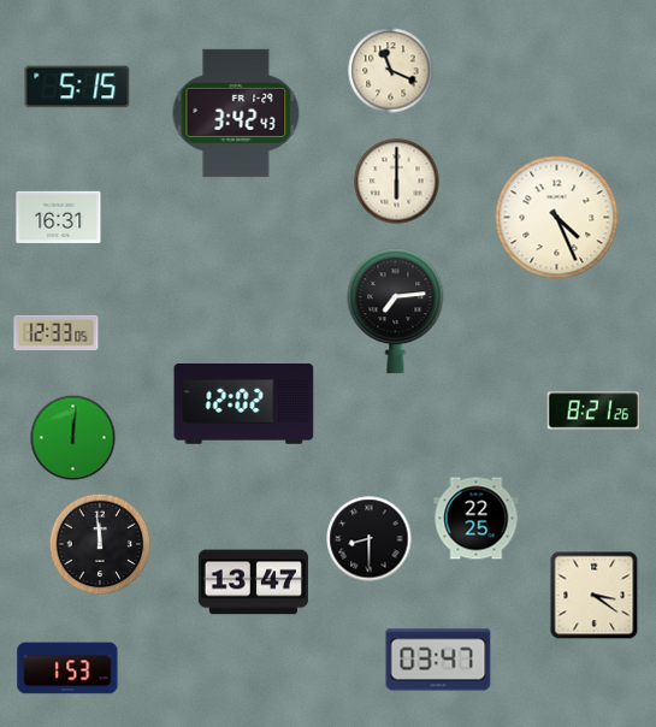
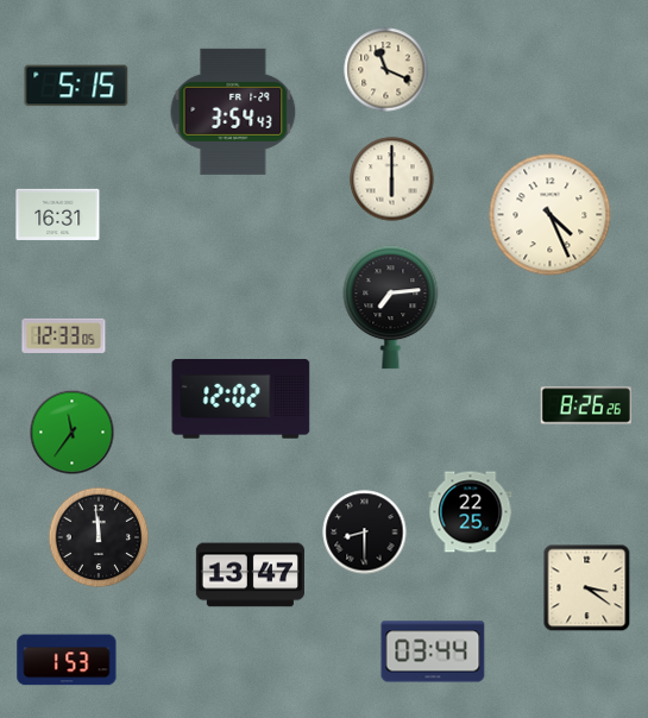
clock at (236, 113): 3:42 -> 3:54
clock at (57, 332) position: (57, 332) -> (64, 335)
clock at (592, 410): 8:21 -> 8:26
clock at (73, 438): 12:01 -> 11:36
clock at (438, 660): 03:47 -> 03:44
